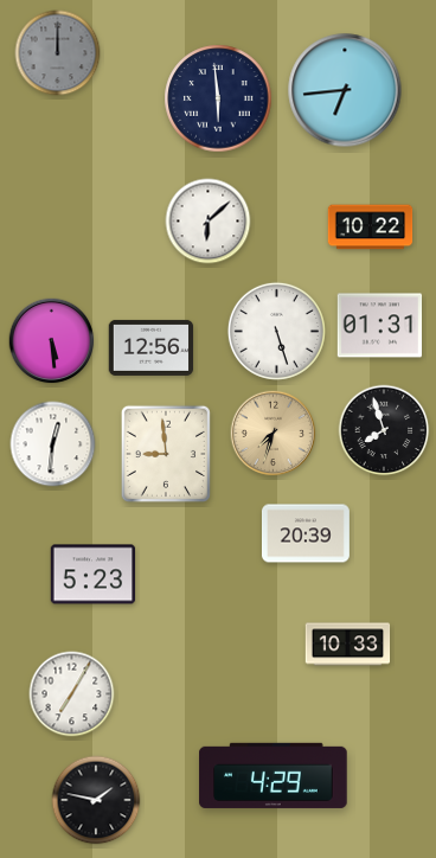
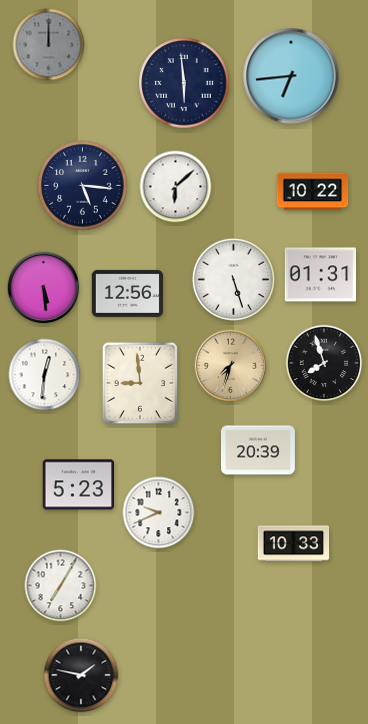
clock at (83, 186): none -> 5:16
clock at (159, 513): none -> 9:41
clock at (274, 775): 4:29 -> none
